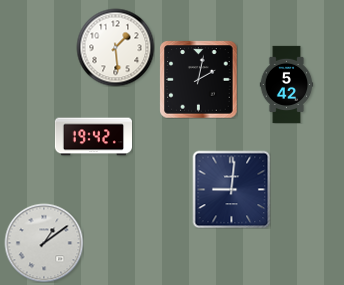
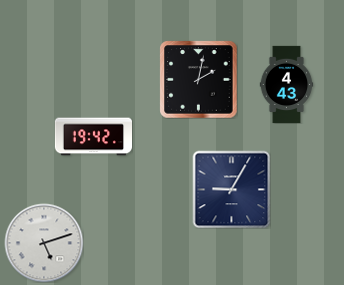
clock at (115, 47): 1:29 -> none
clock at (287, 84): 5:42 -> 4:43
clock at (231, 189): 9:01 -> 9:05
clock at (44, 243): 1:09 -> 5:12
